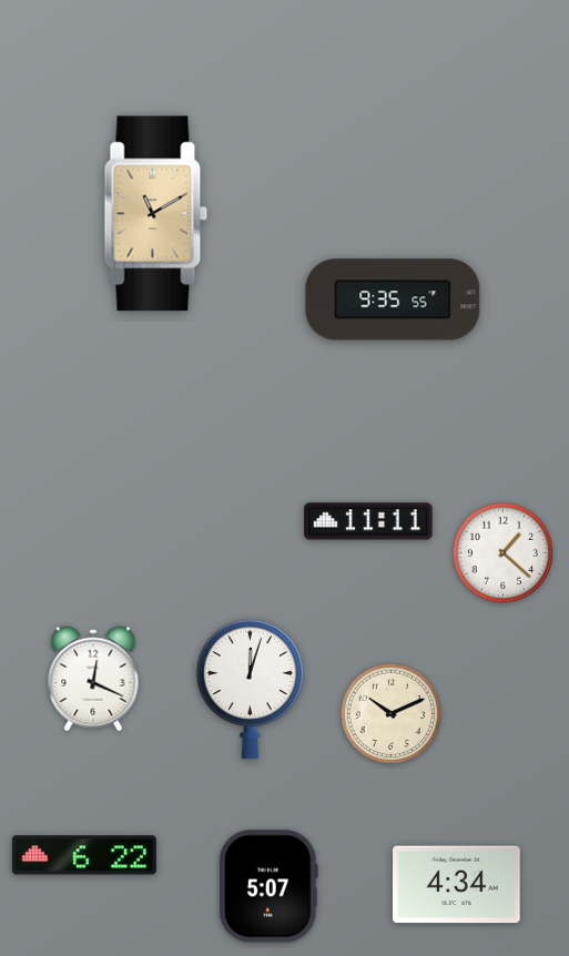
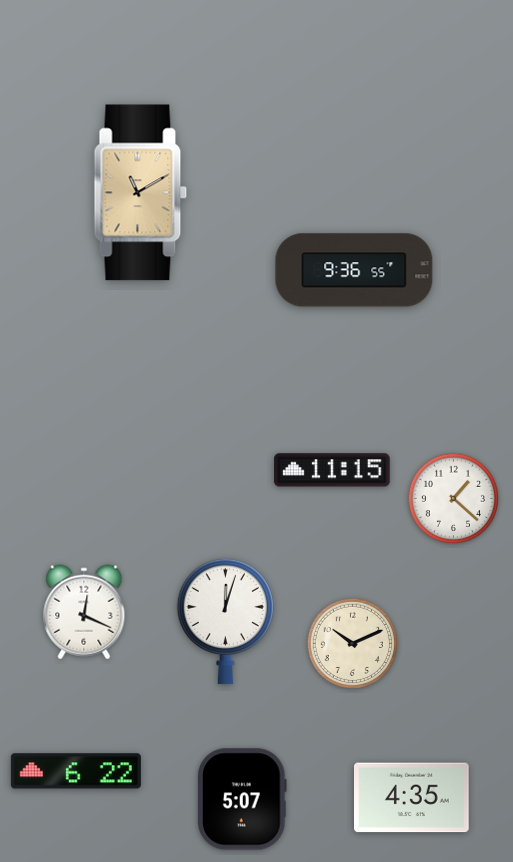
clock at (393, 299): 9:35 -> 9:36
clock at (368, 521): 11:11 -> 11:15
clock at (457, 885): 4:34 -> 4:35
